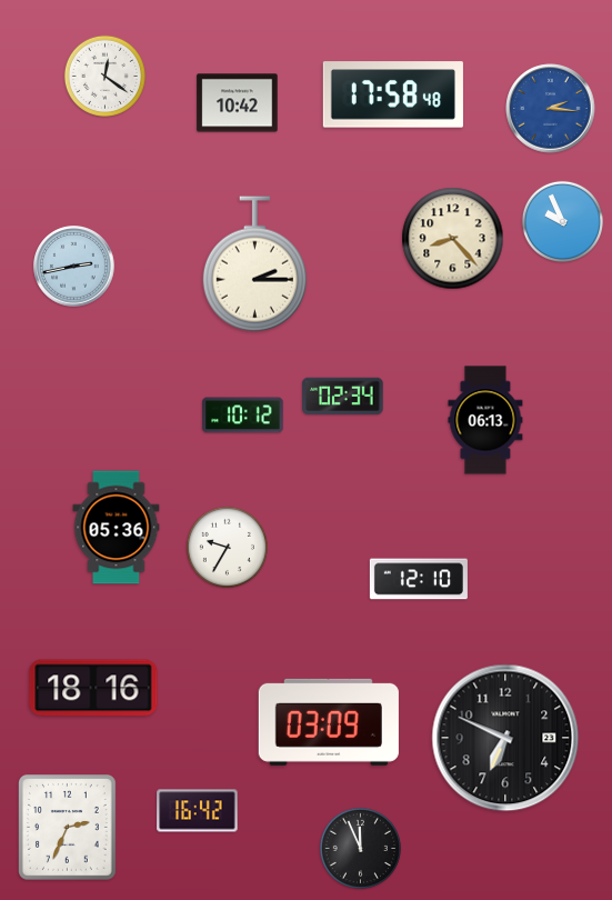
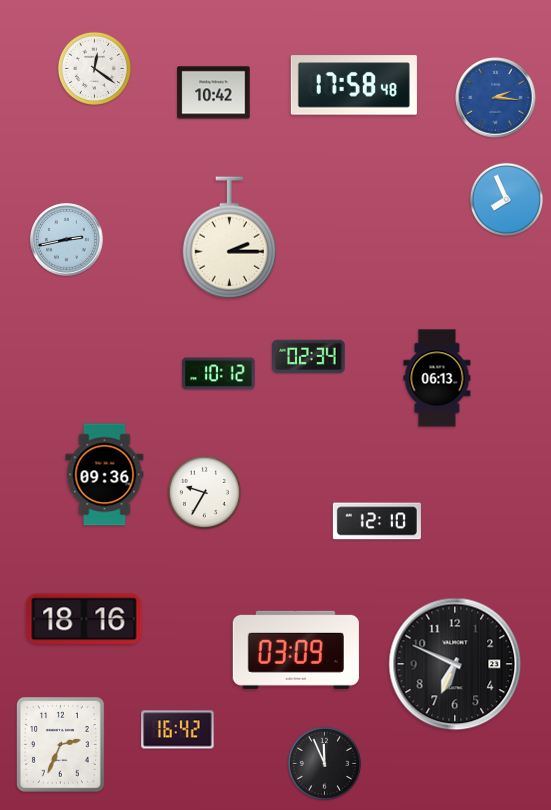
clock at (562, 221): 9:56 -> 7:56
clock at (453, 239): 8:23 -> none
clock at (117, 528): 05:36 -> 09:36
